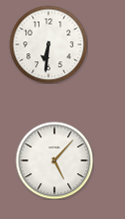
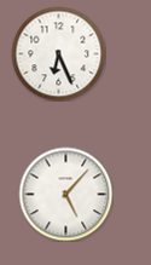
clock at (48, 44): 6:31 -> 6:26
